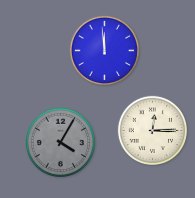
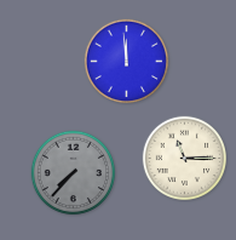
clock at (152, 130): 12:15 -> 11:15
clock at (60, 142): 4:05 -> 7:37
